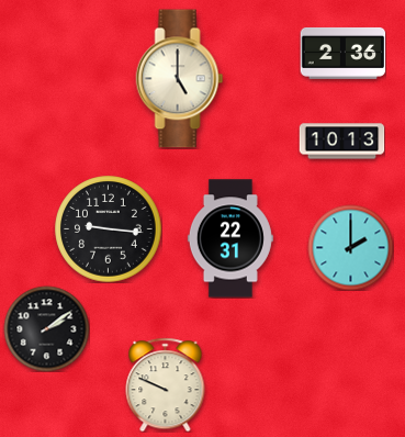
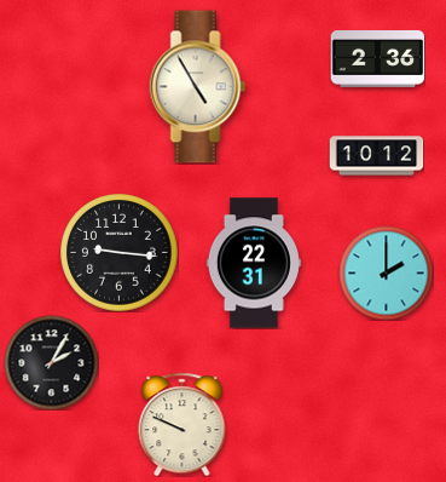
clock at (180, 79): 5:00 -> 4:55
clock at (341, 142): 10:13 -> 10:12
clock at (46, 328): 2:09 -> 2:05
